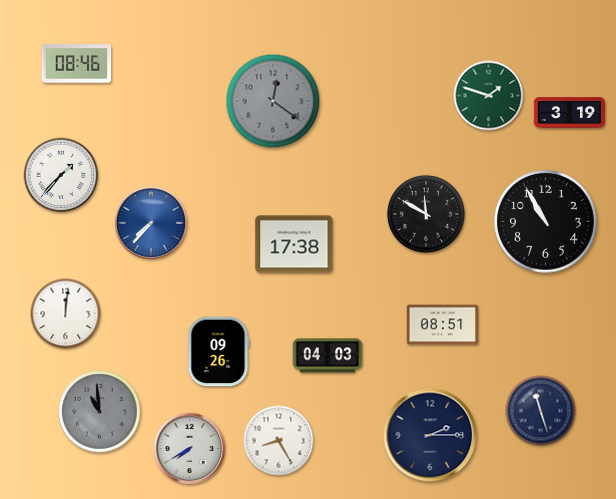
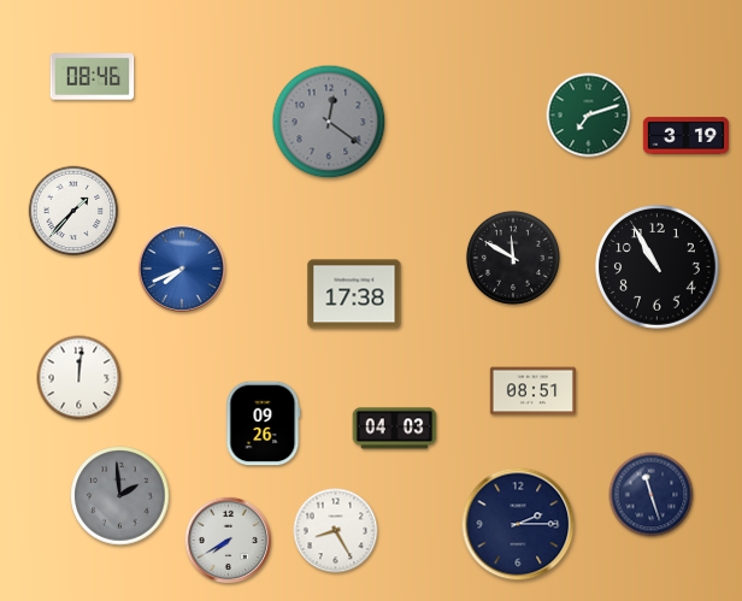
clock at (489, 96): 1:48 -> 7:12
clock at (151, 223): 7:37 -> 7:41
clock at (100, 412): 10:59 -> 1:59
